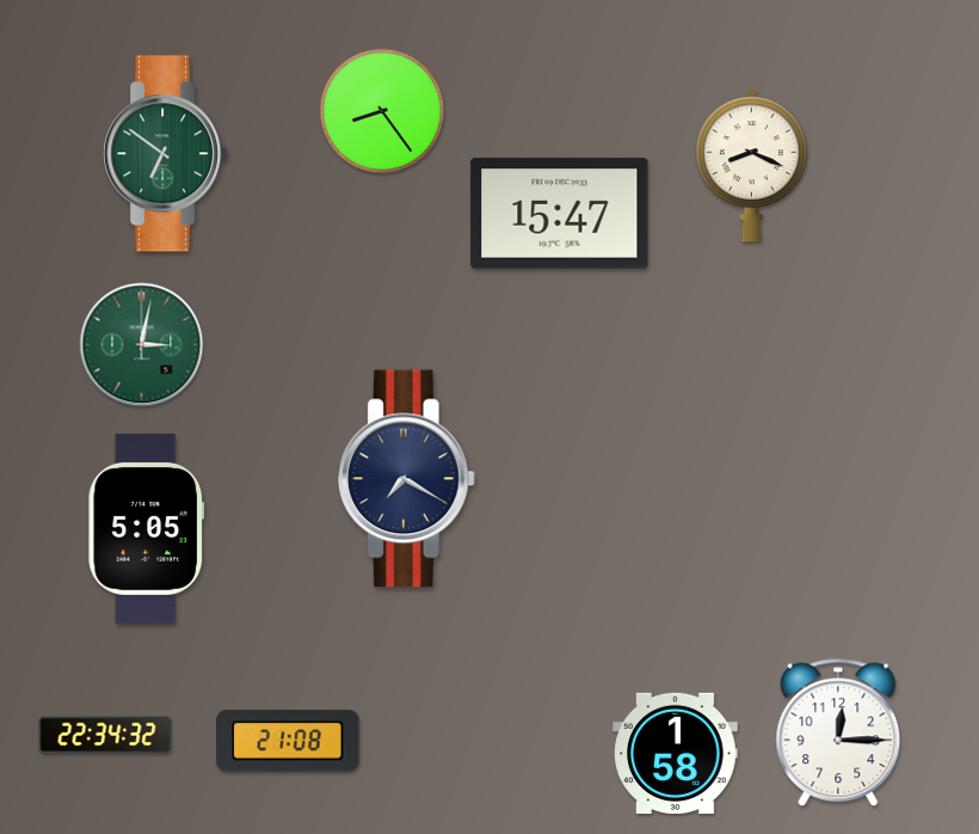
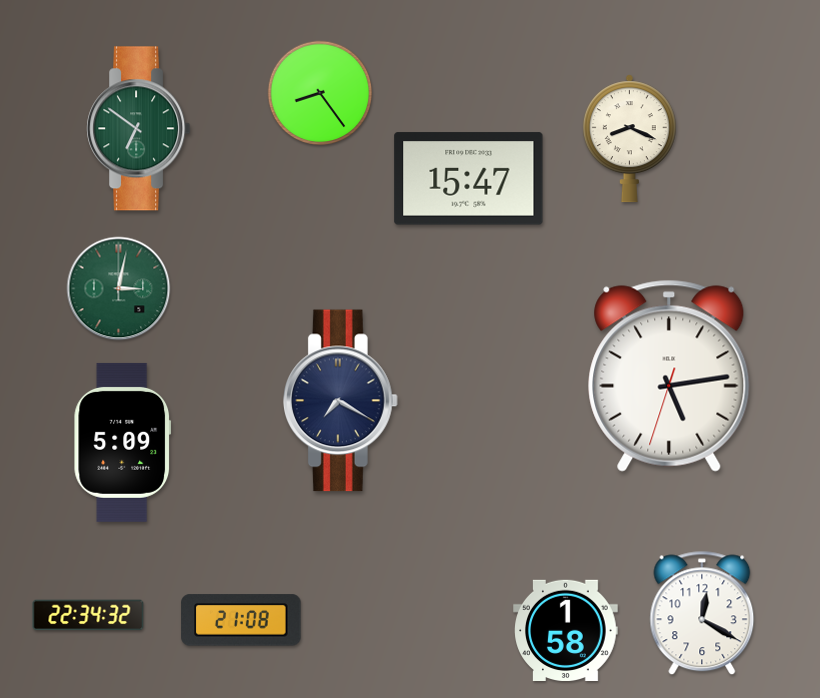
clock at (669, 376): none -> 5:13
clock at (147, 528): 5:05 -> 5:09
clock at (838, 732): 12:15 -> 12:20
